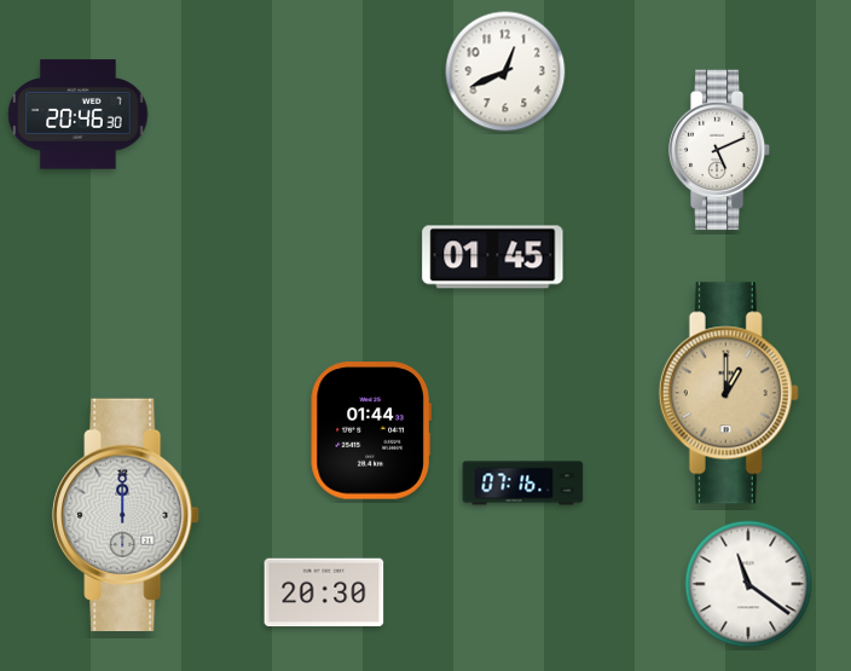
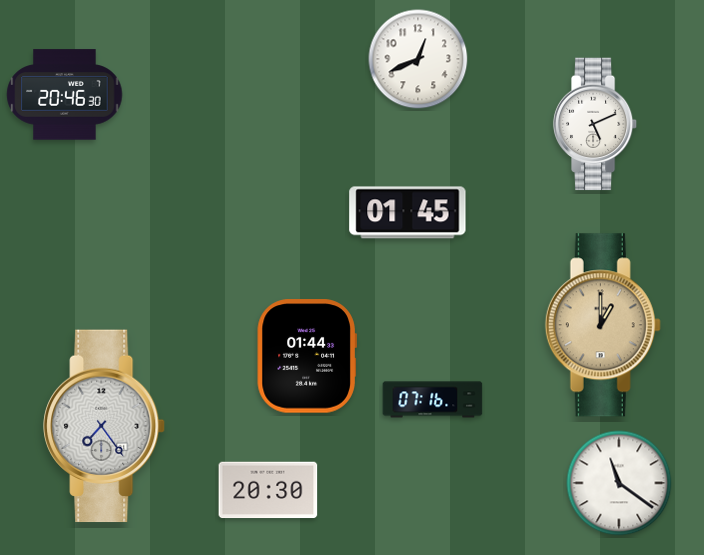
clock at (126, 515): 12:00 -> 7:24
